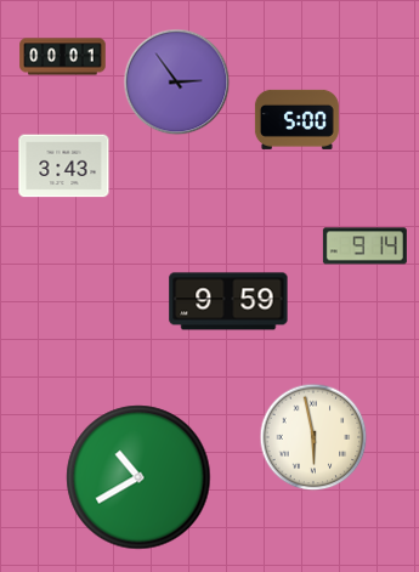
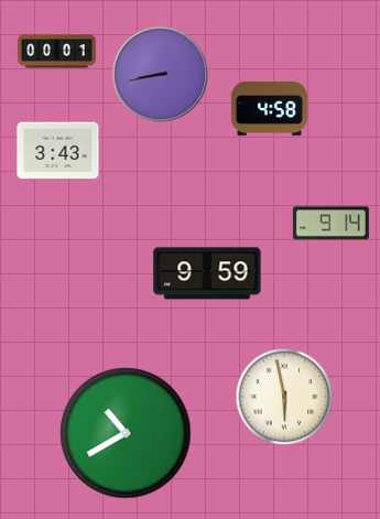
clock at (177, 83): 2:54 -> 8:43
clock at (296, 119): 5:00 -> 4:58
